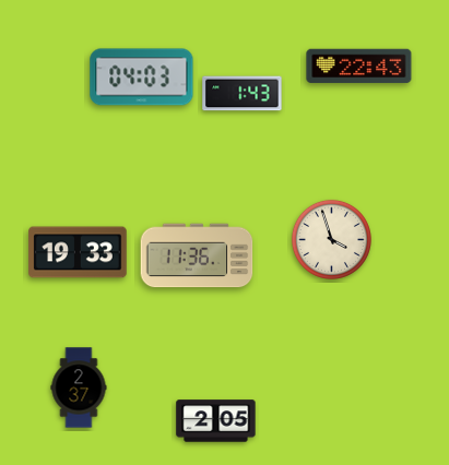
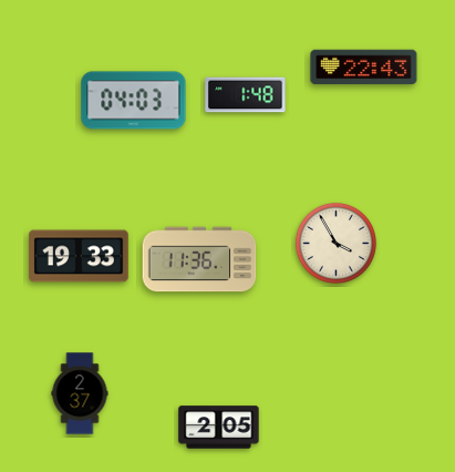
clock at (142, 77) position: (142, 77) -> (134, 101)
clock at (243, 94): 1:43 -> 1:48
clock at (331, 239): 3:57 -> 3:55
